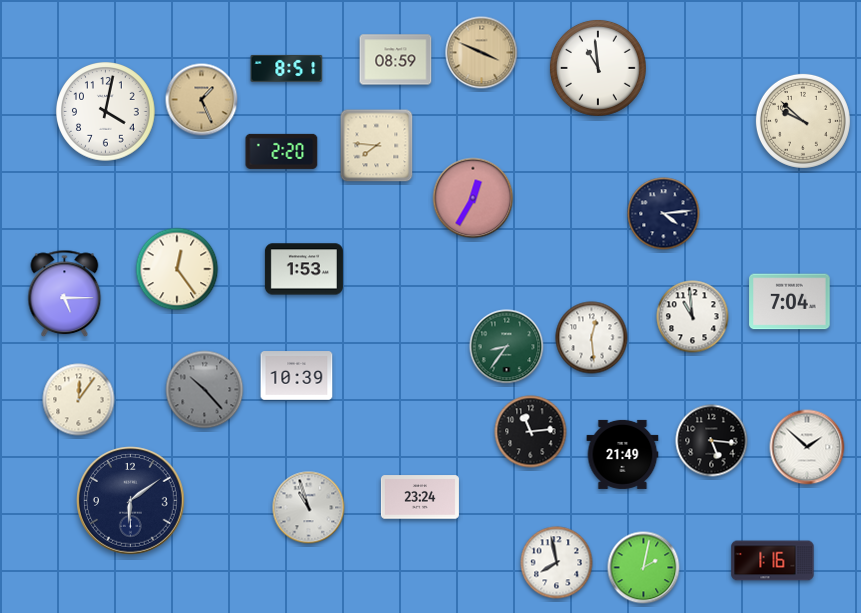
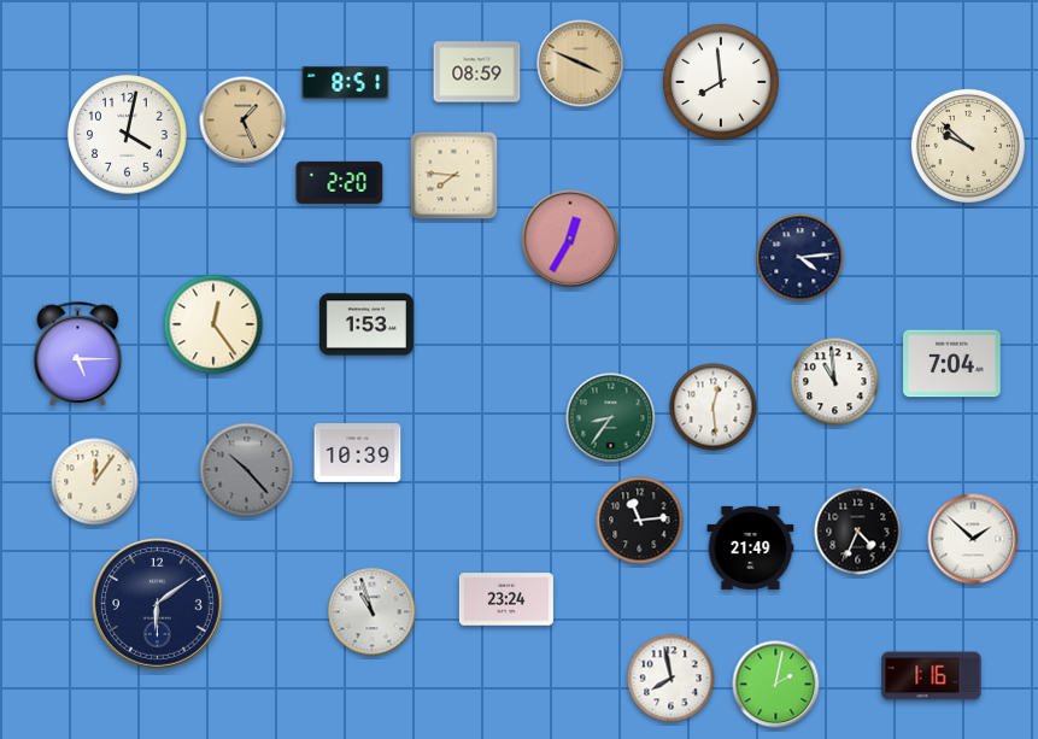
clock at (598, 68): 10:59 -> 7:59
clock at (712, 441): 5:16 -> 4:34
